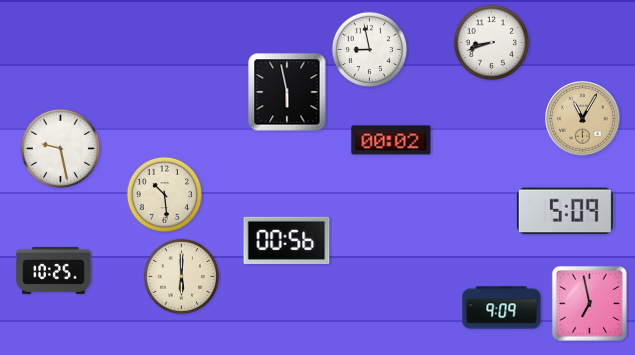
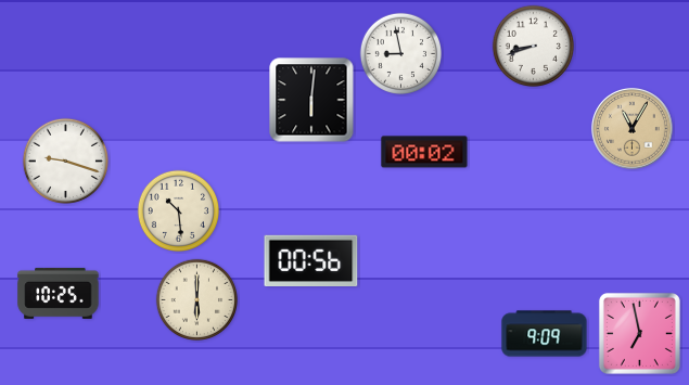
clock at (287, 92): 5:58 -> 6:01
clock at (60, 148): 9:28 -> 9:18
clock at (565, 211): 5:09 -> none
clock at (589, 303) position: (589, 303) -> (639, 333)
